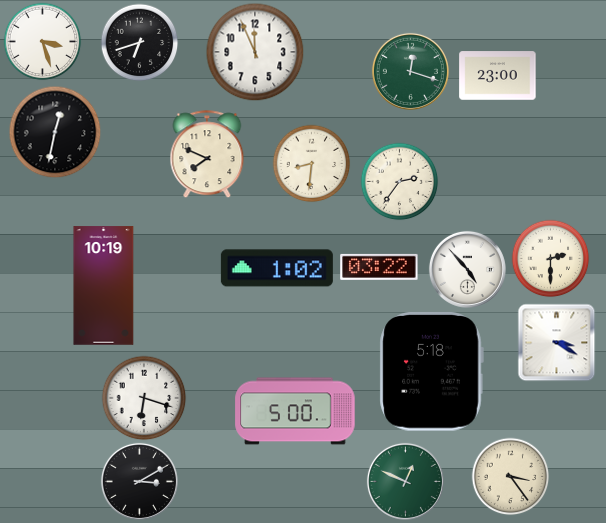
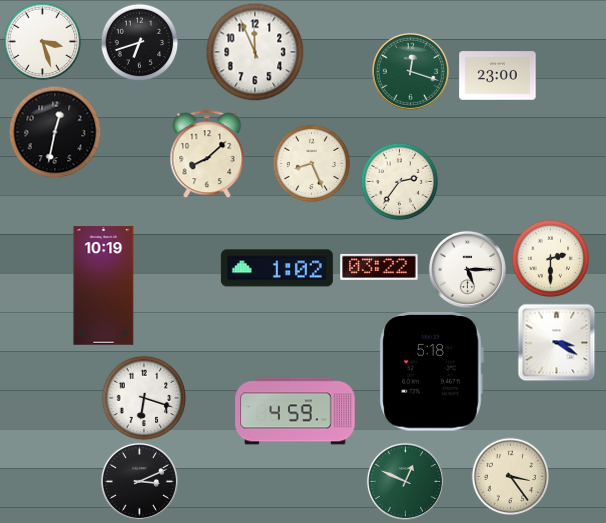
clock at (207, 154): 7:49 -> 8:08
clock at (311, 163): 8:31 -> 8:26
clock at (467, 269): 4:53 -> 5:15
clock at (295, 411): 5:00 -> 4:59
clock at (139, 481): 3:10 -> 3:11
